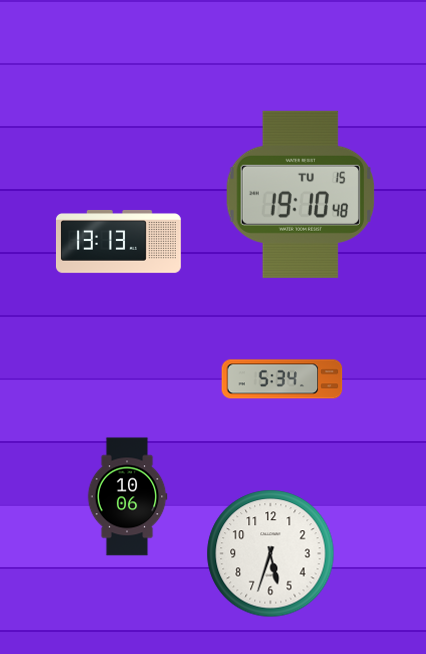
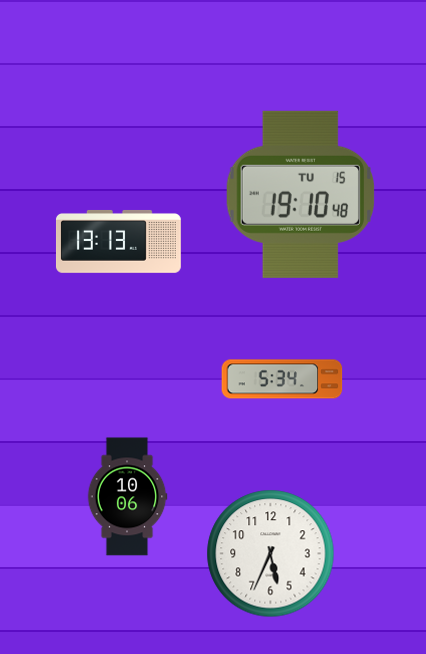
clock at (271, 554): 5:33 -> 5:34
